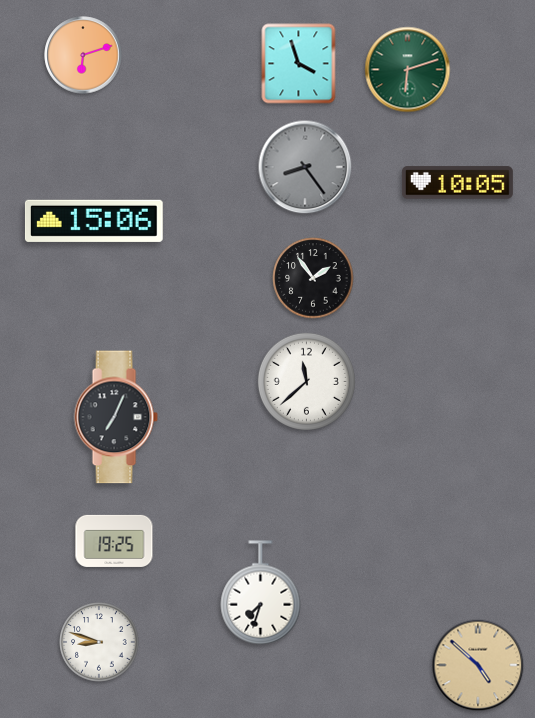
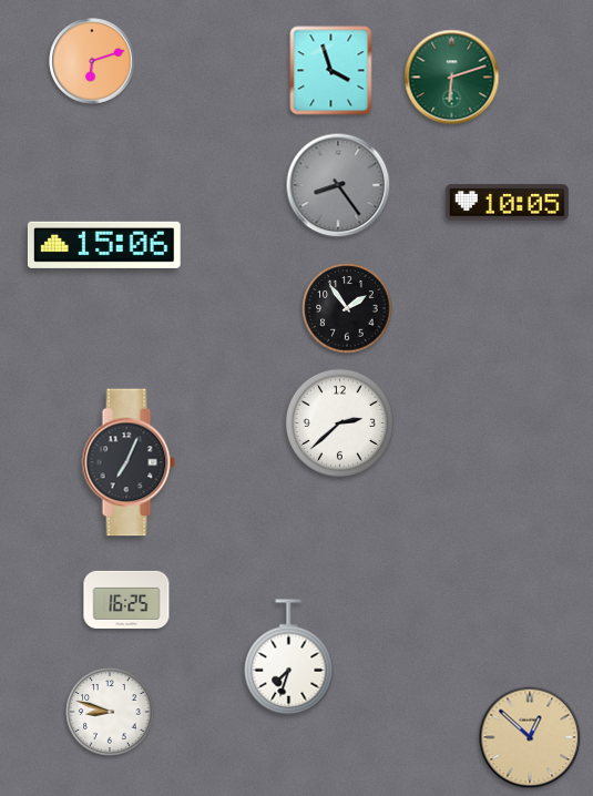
clock at (306, 381): 11:38 -> 2:38
clock at (114, 541): 19:25 -> 16:25
clock at (478, 665): 4:52 -> 12:52
